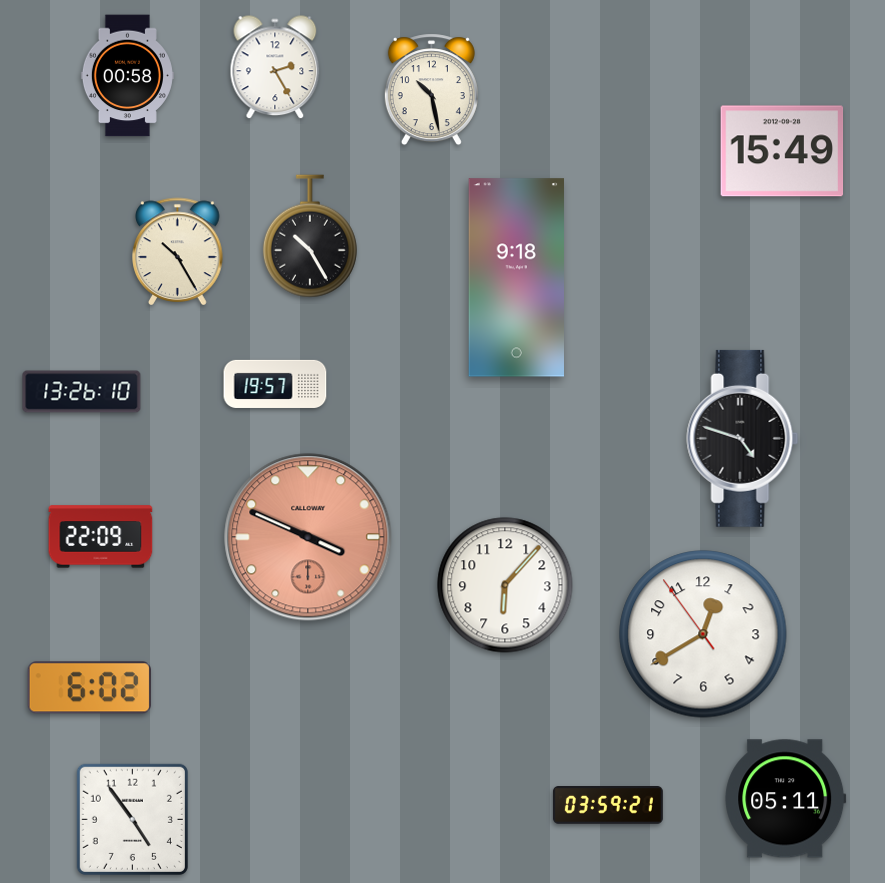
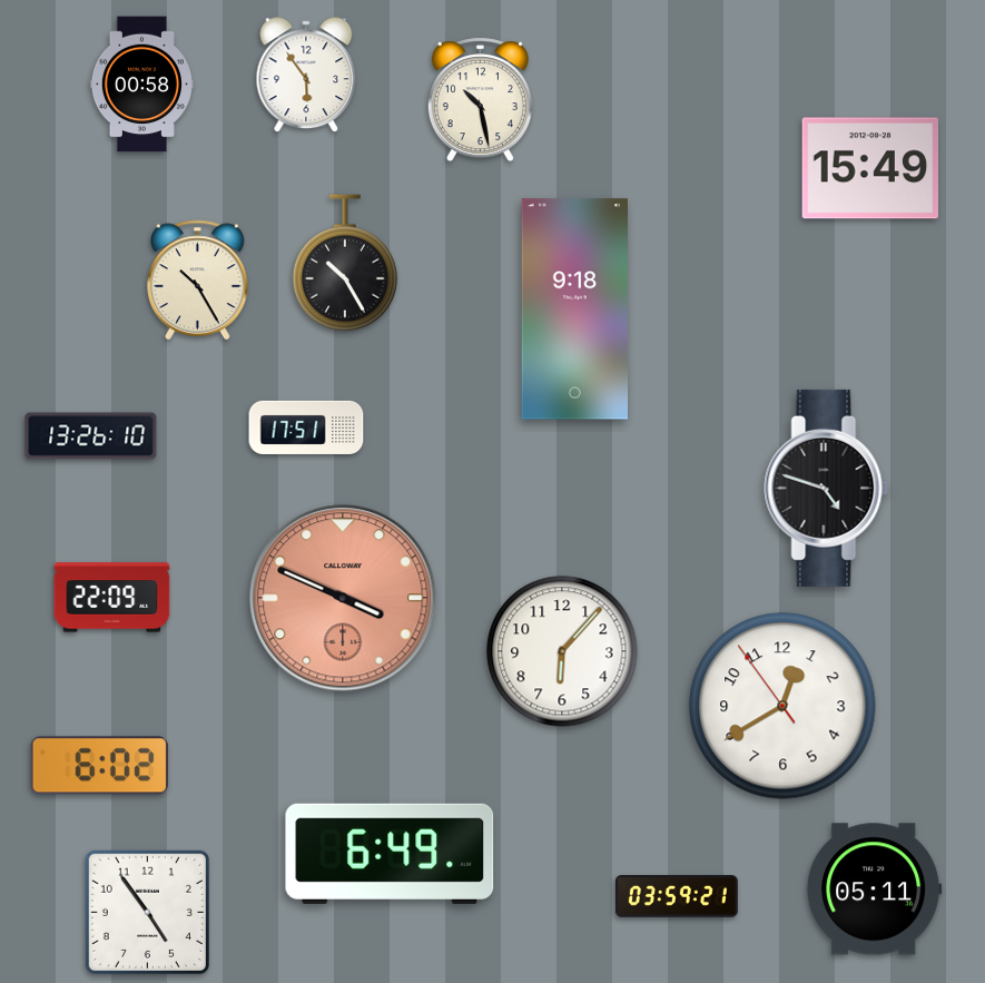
clock at (275, 68): 2:25 -> 5:54
clock at (275, 384): 19:57 -> 17:51
clock at (390, 854): none -> 6:49
